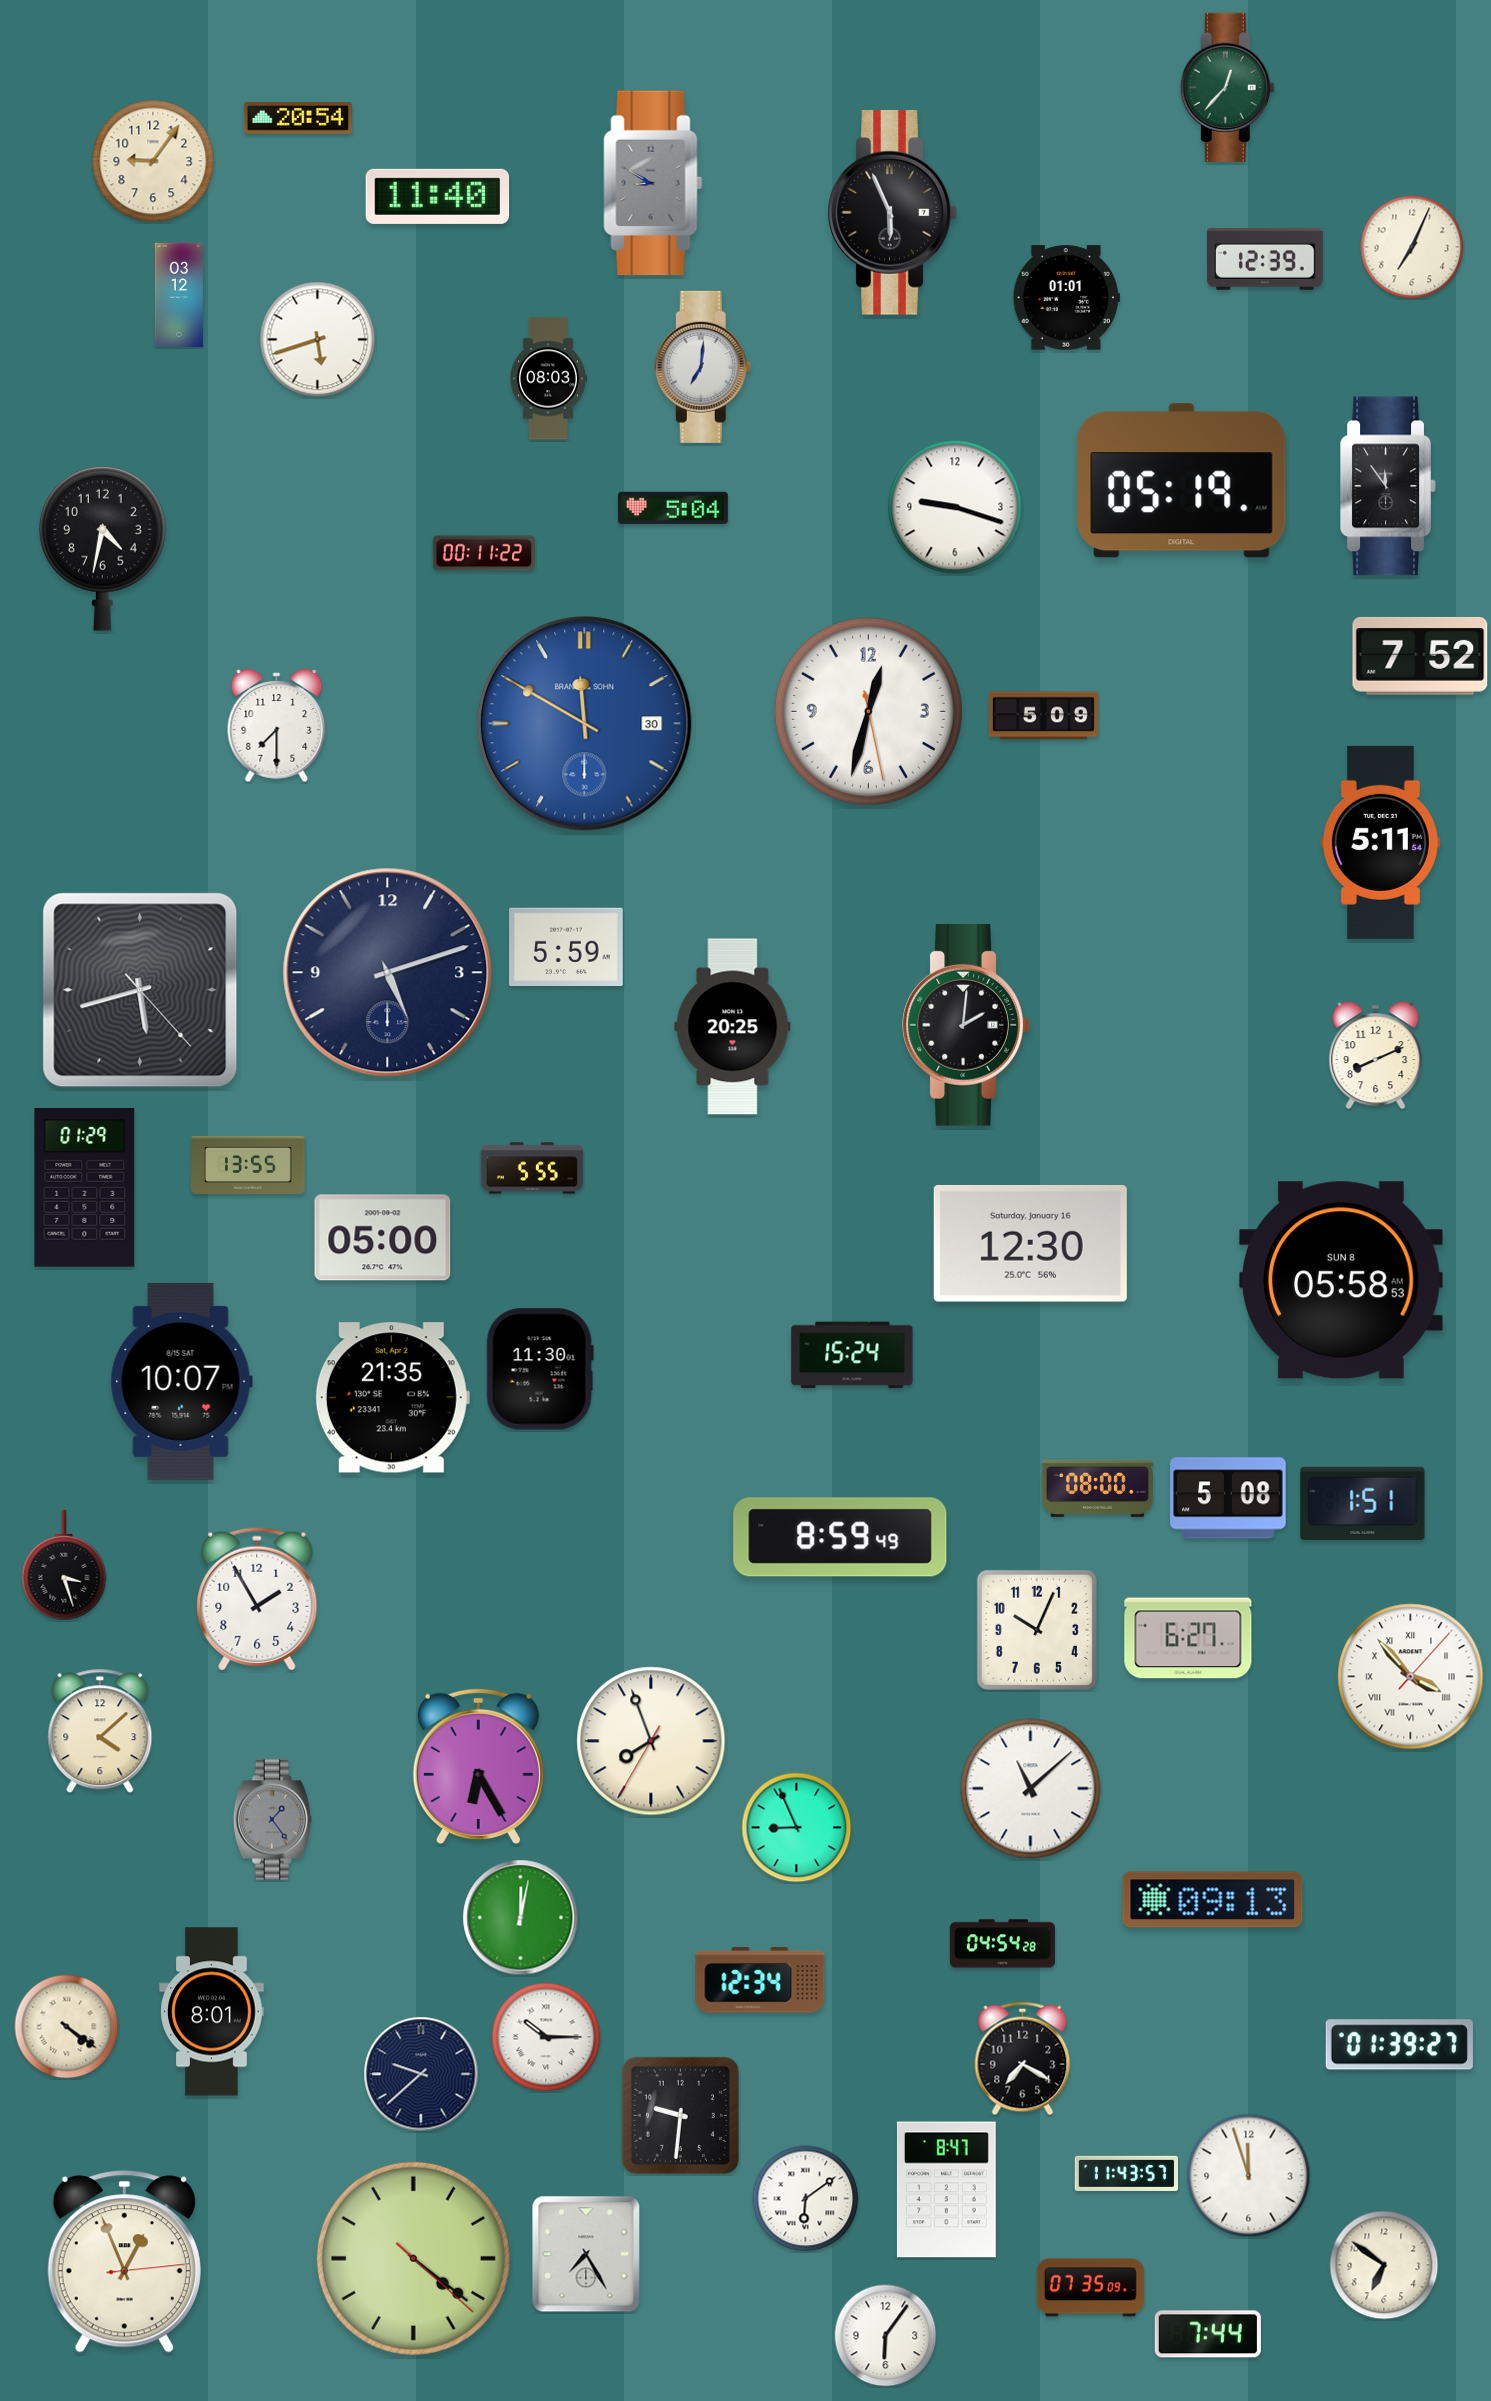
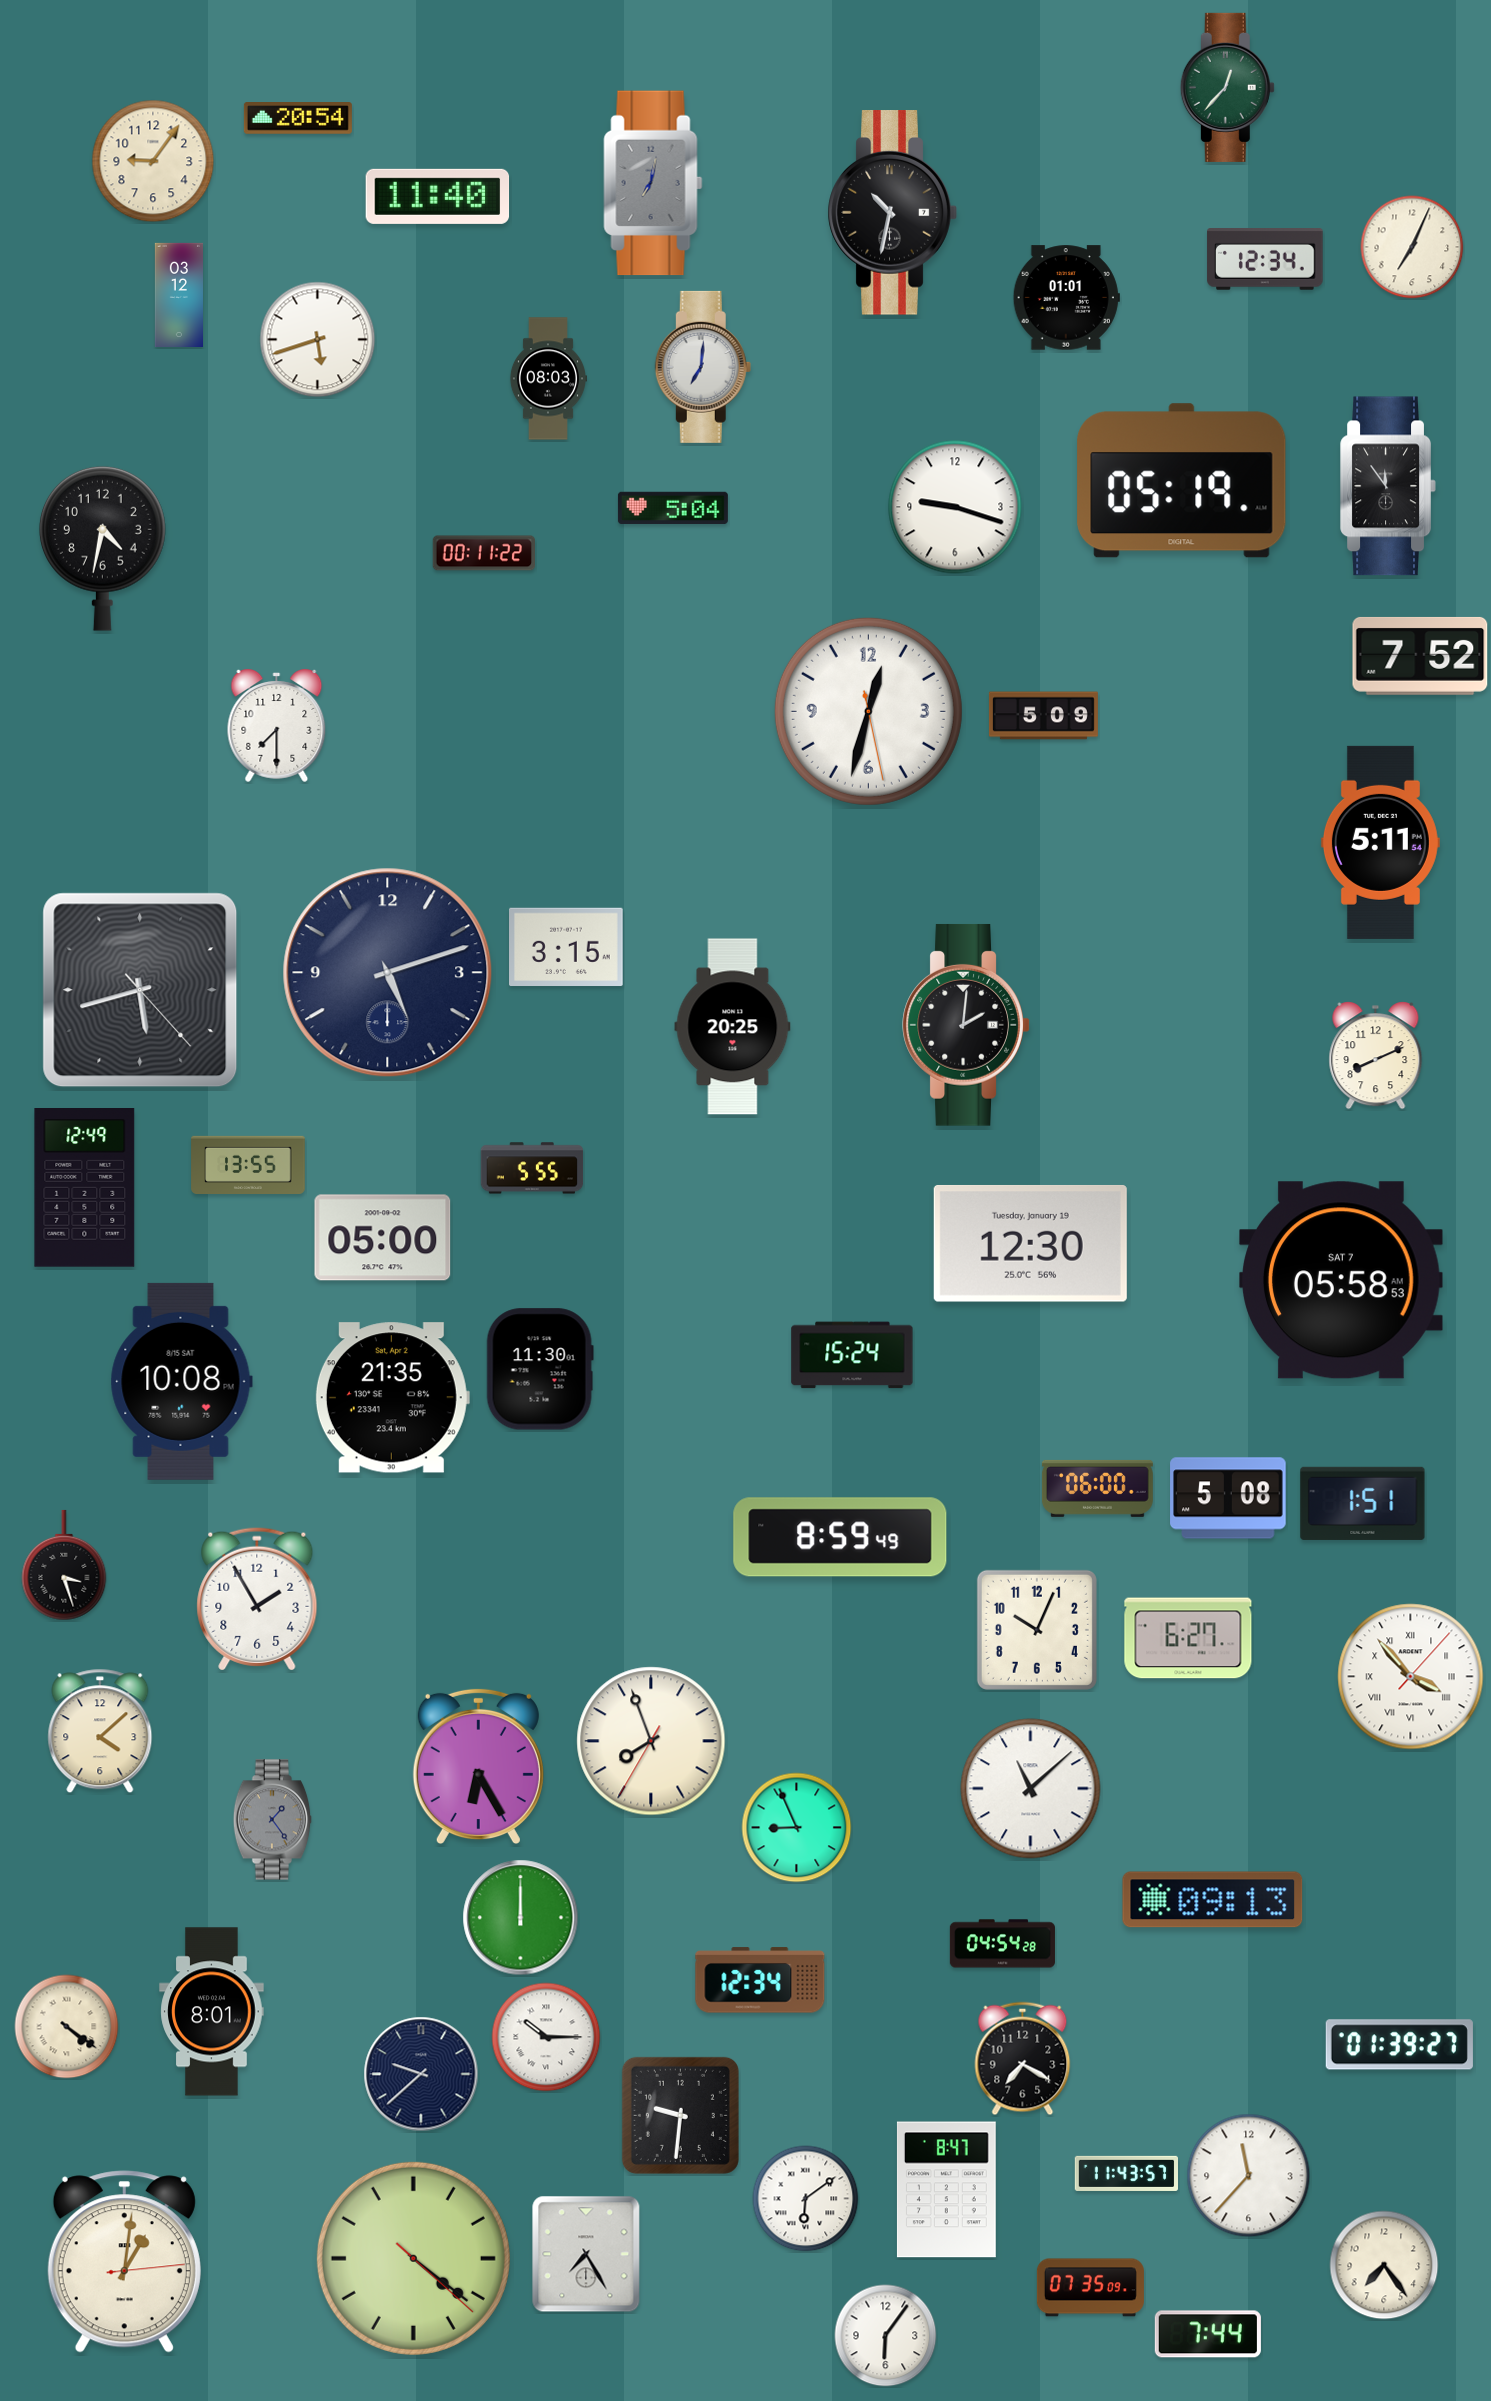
clock at (653, 183): 8:50 -> 7:02
clock at (892, 213): 5:56 -> 10:32
clock at (1265, 260): 12:39 -> 12:34
clock at (585, 724): 11:50 -> none
clock at (567, 947): 5:59 -> 3:15
clock at (85, 1188): 01:29 -> 12:49
clock at (1030, 1243) date: Saturday, January 16 -> Tuesday, January 19
clock at (1342, 1280) date: SUN 8 -> SAT 7
clock at (181, 1381): 10:07 -> 10:08
clock at (1097, 1488): 08:00 -> 06:00
clock at (521, 1918): 12:02 -> 12:00
clock at (1249, 2176): 11:57 -> 11:37
clock at (124, 2262): 12:56 -> 1:01
clock at (1384, 2265): 6:51 -> 7:24
